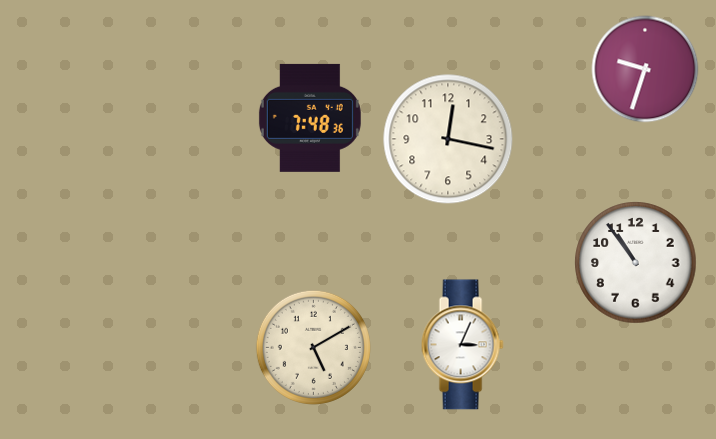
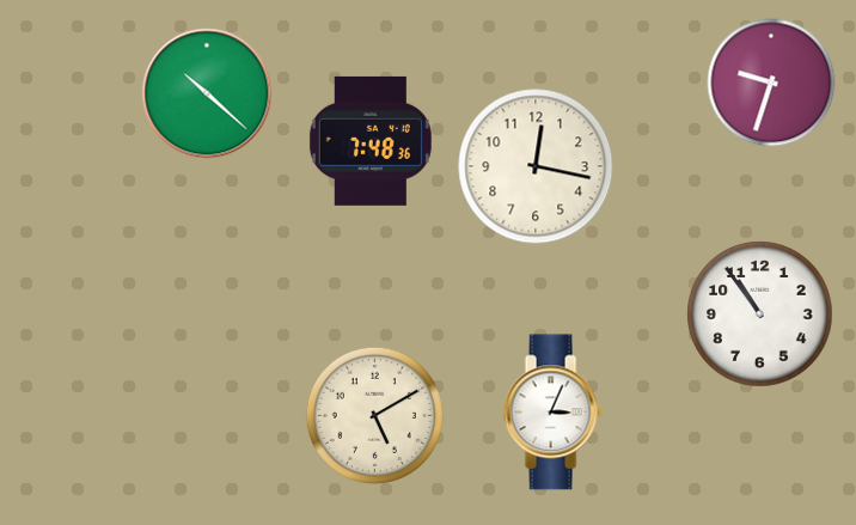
clock at (207, 93): none -> 10:22
